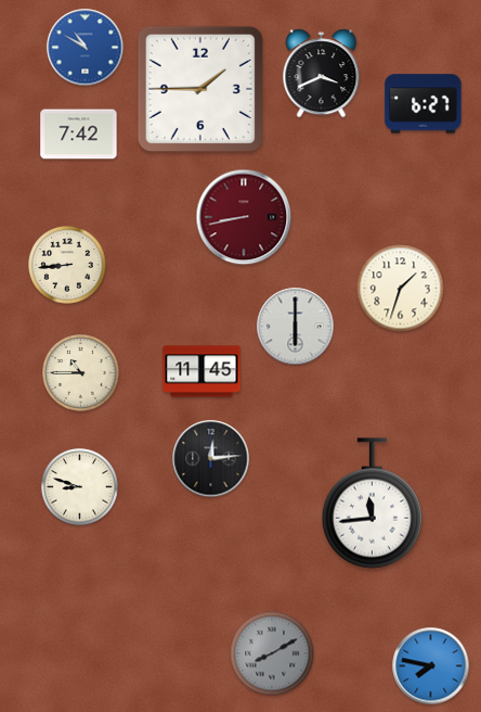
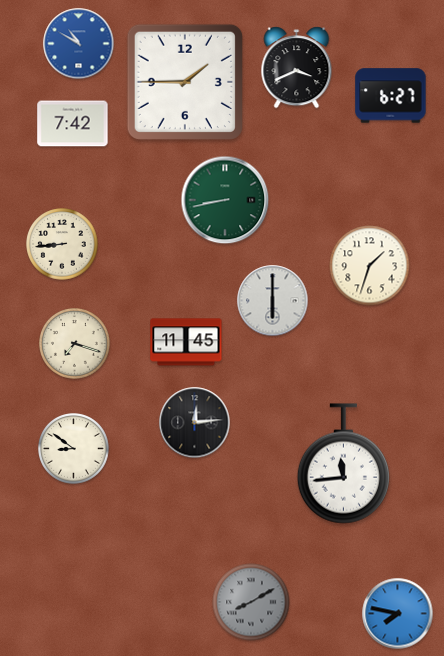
clock at (244, 217) dial: burgundy -> green
clock at (81, 373): 10:45 -> 7:18
clock at (80, 487): 8:48 -> 8:51
